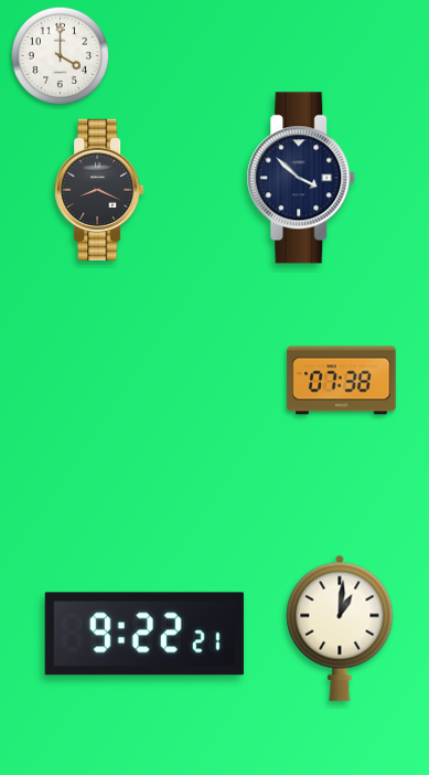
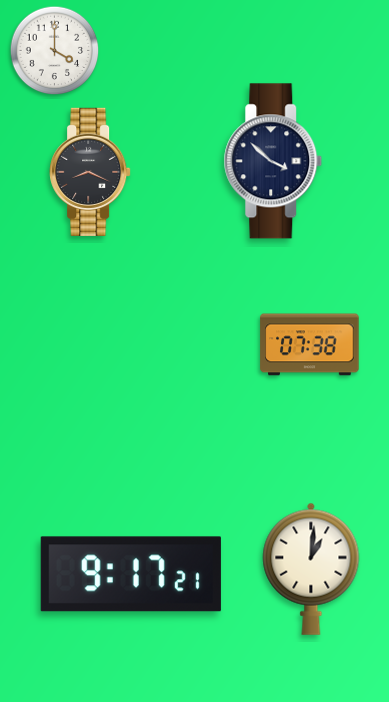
clock at (340, 628) position: (340, 628) -> (311, 569)
clock at (144, 634): 9:22 -> 9:17
